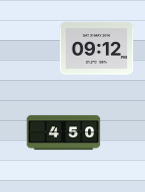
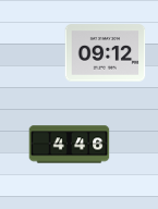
clock at (64, 133): 4:50 -> 4:46
